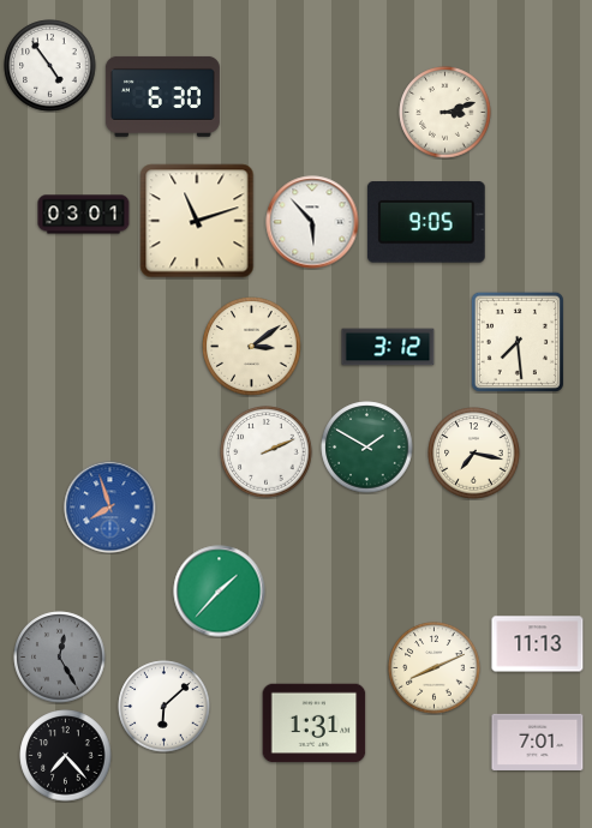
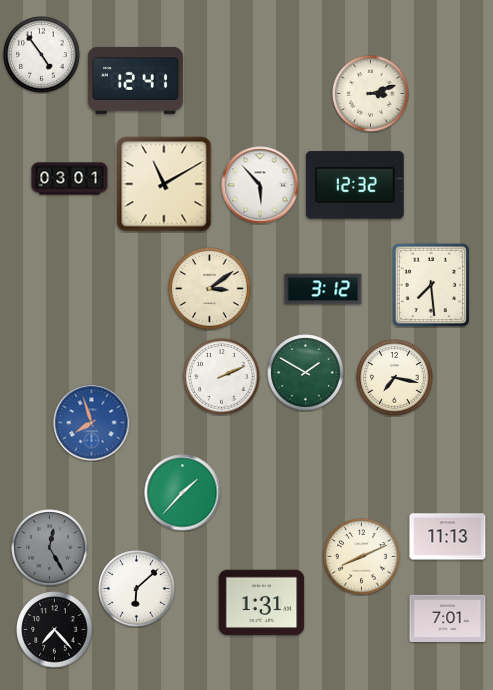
clock at (162, 96): 6:30 -> 12:41
clock at (197, 221): 11:12 -> 11:10
clock at (426, 222): 9:05 -> 12:32
